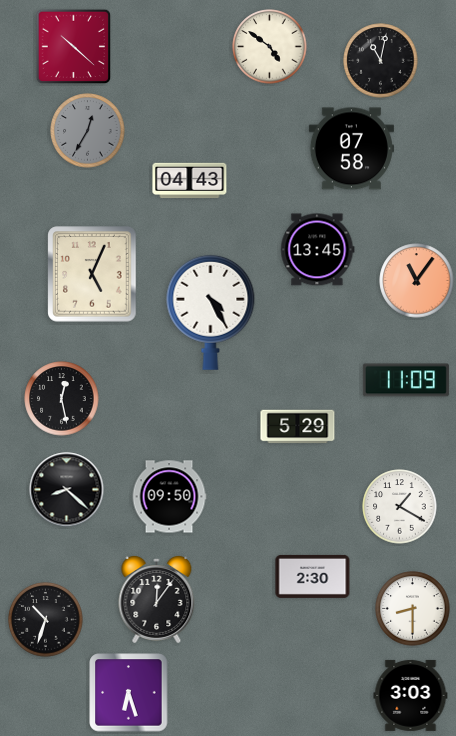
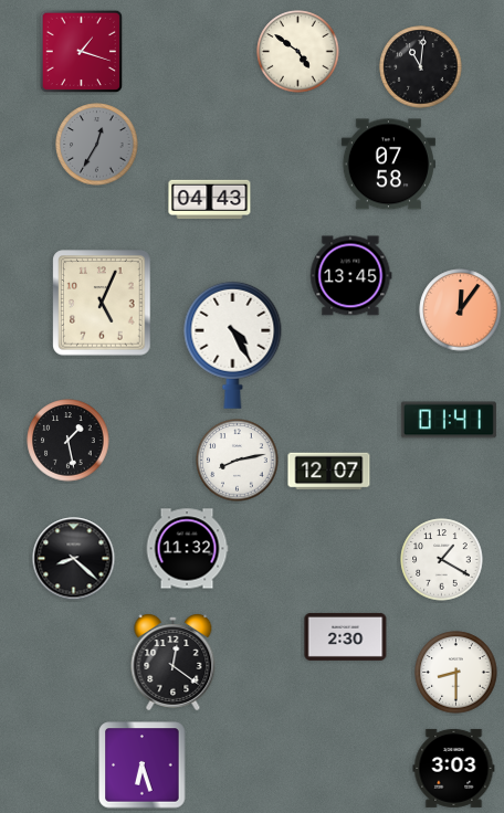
clock at (74, 47): 10:22 -> 1:18
clock at (381, 61): 11:02 -> 11:01
clock at (417, 281): 11:06 -> 12:06
clock at (406, 380): 11:09 -> 01:41
clock at (62, 399): 12:28 -> 1:28
clock at (238, 461): none -> 8:13
clock at (298, 427): 5:29 -> 12:07
clock at (67, 490) position: (67, 490) -> (74, 559)
clock at (169, 497): 09:50 -> 11:32
clock at (157, 600): 12:06 -> 12:21
clock at (46, 620): 10:33 -> none
